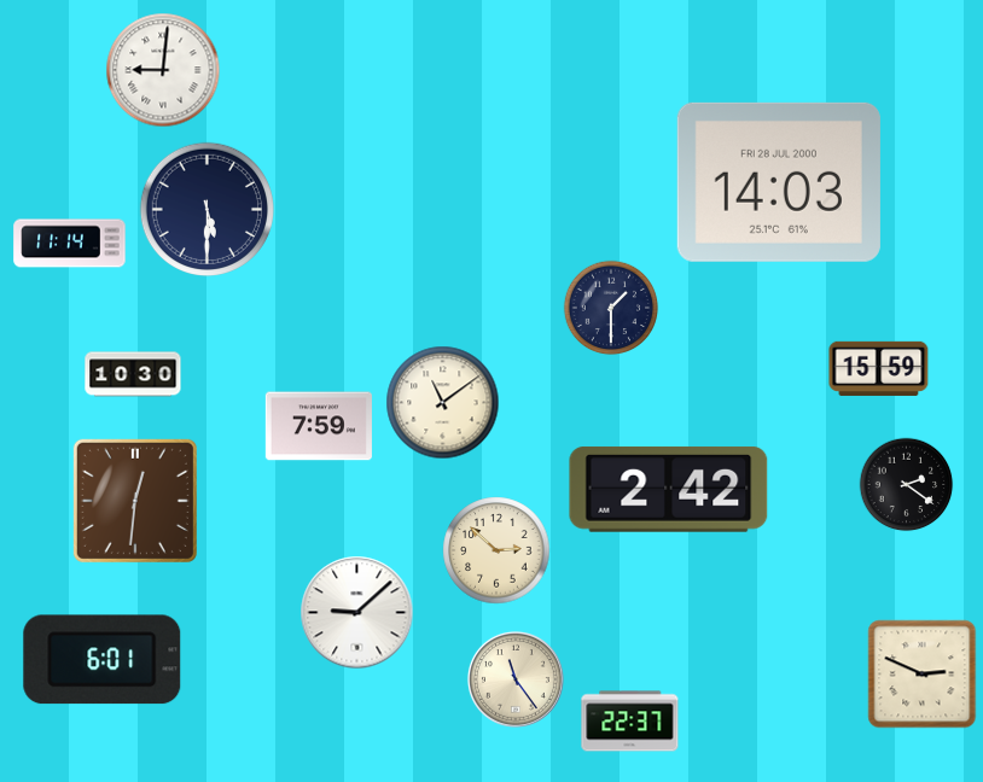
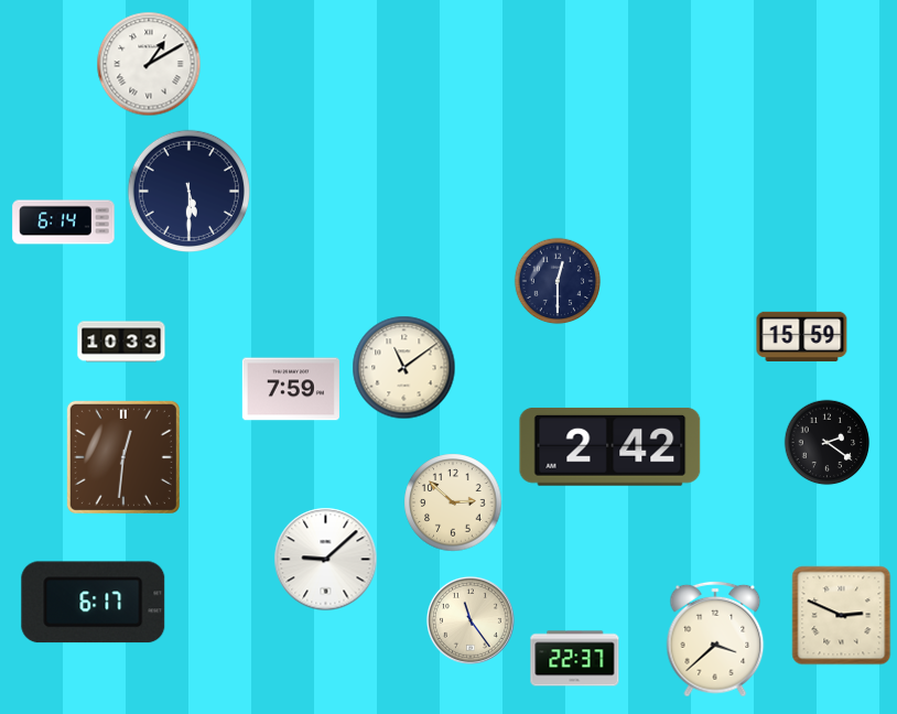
clock at (163, 70): 9:01 -> 1:10
clock at (779, 182): 14:03 -> none
clock at (70, 244): 11:14 -> 6:14
clock at (611, 308): 1:30 -> 12:30
clock at (133, 374): 10:30 -> 10:33
clock at (103, 660): 6:01 -> 6:17
clock at (715, 639): none -> 3:38
